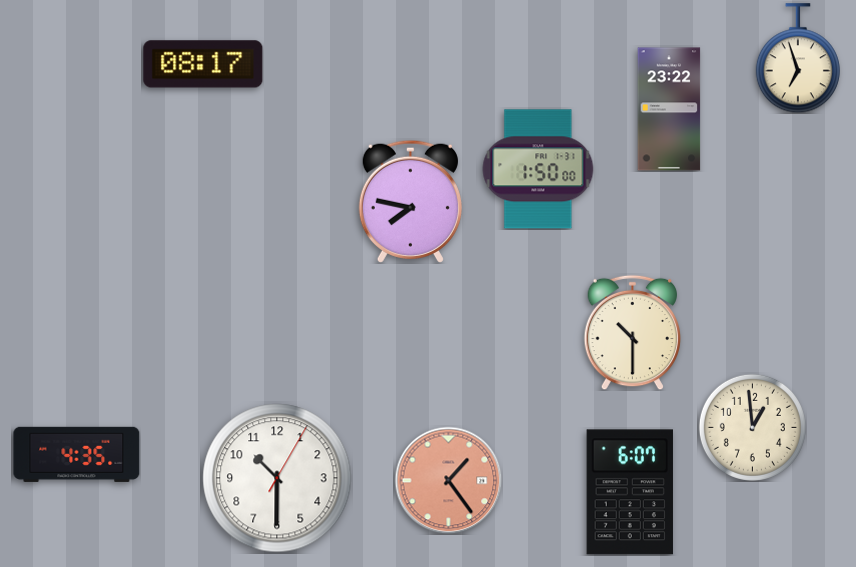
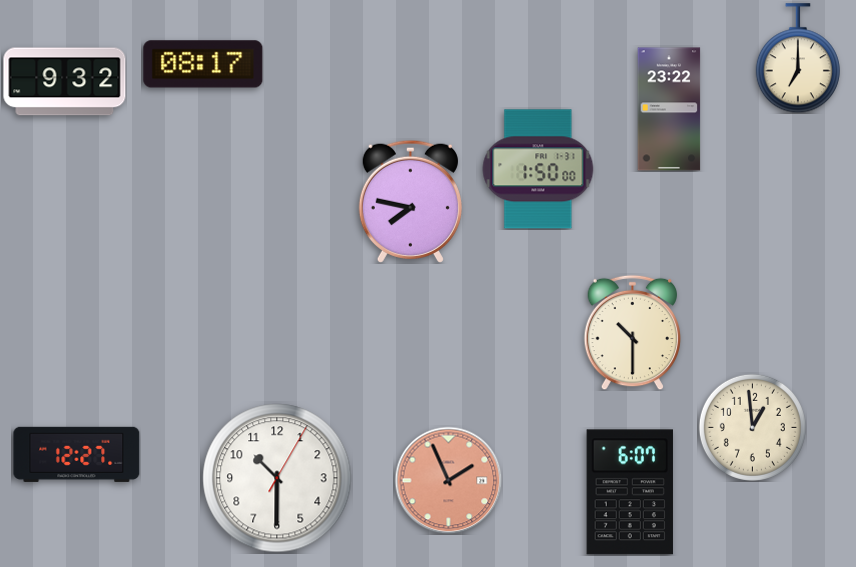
clock at (798, 58): 6:57 -> 7:00
clock at (65, 82): none -> 9:32
clock at (77, 454): 4:35 -> 12:27
clock at (448, 480): 1:24 -> 1:56
